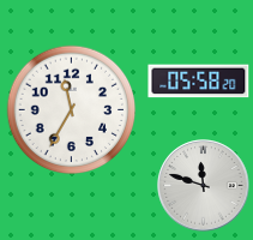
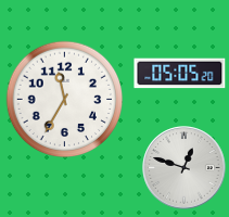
clock at (199, 82): 05:58 -> 05:05
clock at (204, 186): 11:48 -> 12:48
